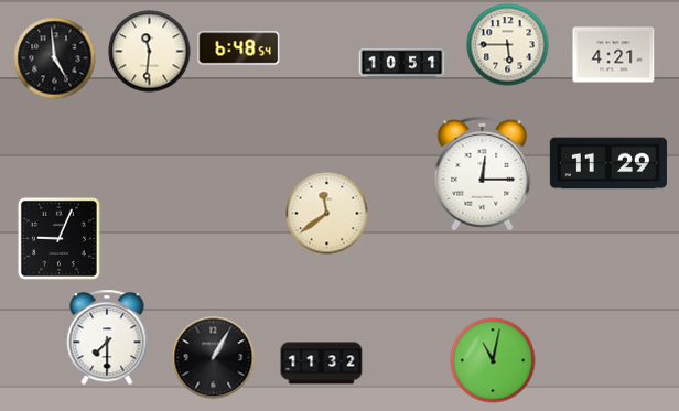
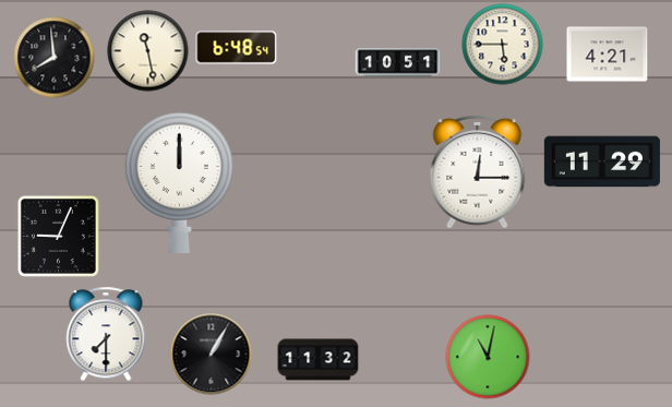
clock at (150, 52): 11:31 -> 11:28
clock at (55, 58): 4:59 -> 7:59
clock at (179, 182): none -> 12:00
clock at (327, 214): 11:39 -> none
